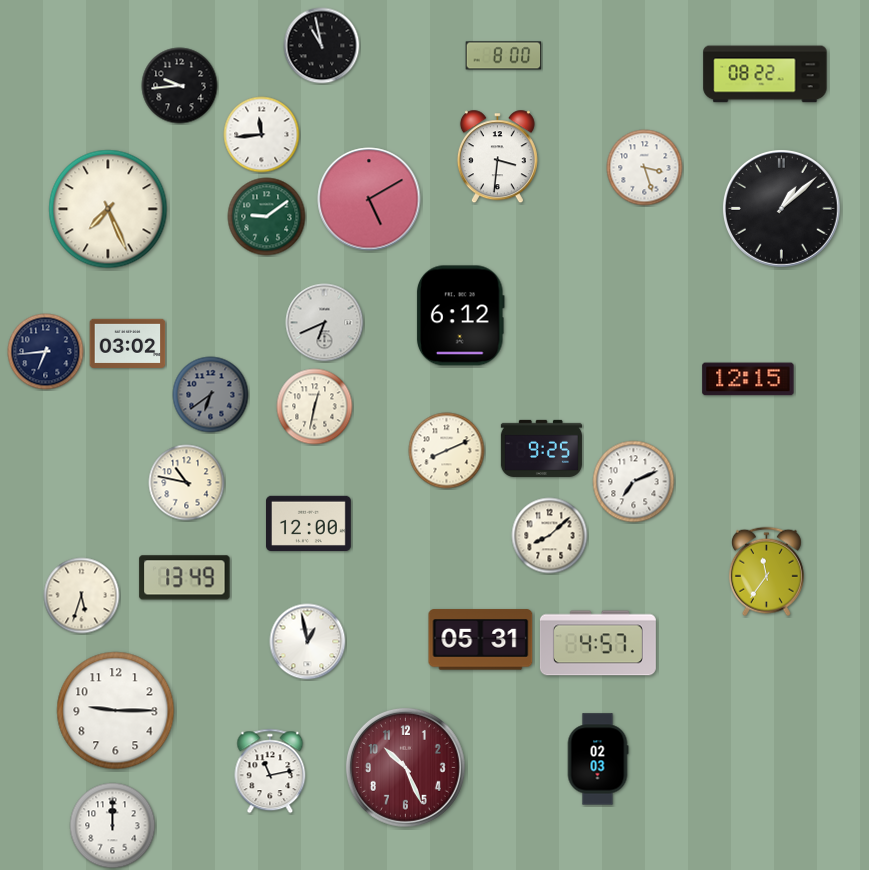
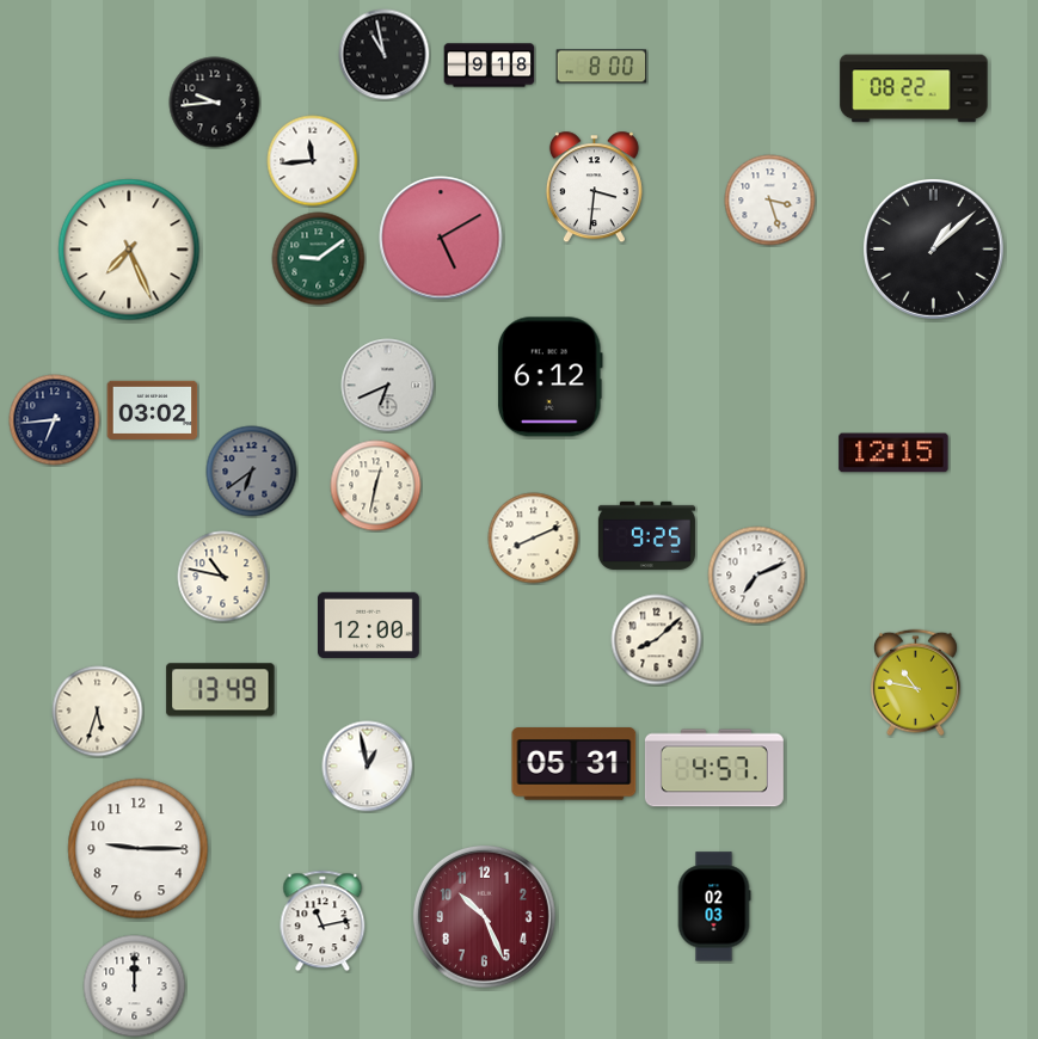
clock at (490, 66): none -> 9:18
clock at (766, 572): 11:36 -> 10:47
